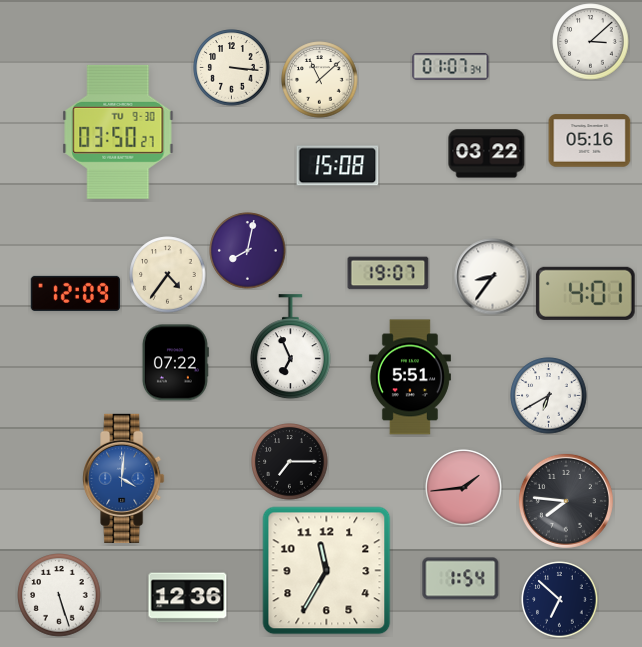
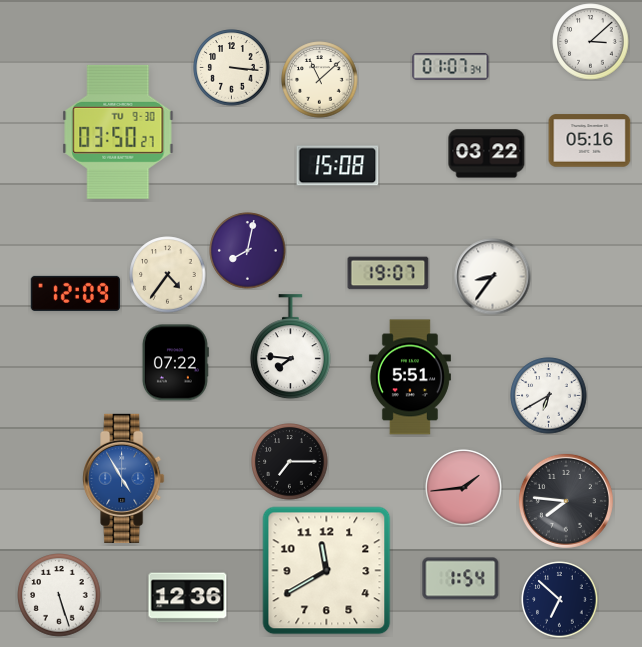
clock at (585, 293): 4:01 -> none
clock at (290, 347): 6:56 -> 7:46
clock at (124, 478): 4:01 -> 4:55
clock at (327, 571): 11:35 -> 11:40
